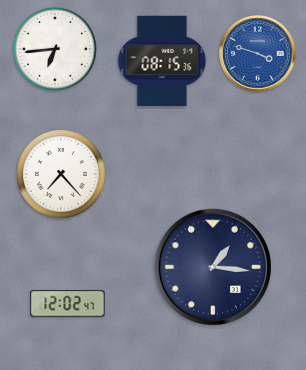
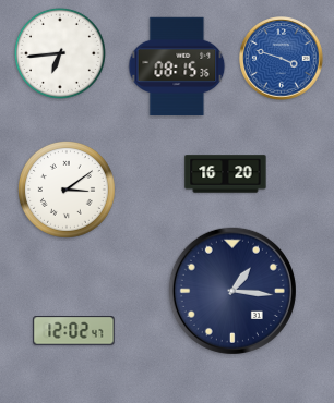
clock at (226, 174): none -> 16:20
clock at (61, 174): 7:23 -> 3:09
